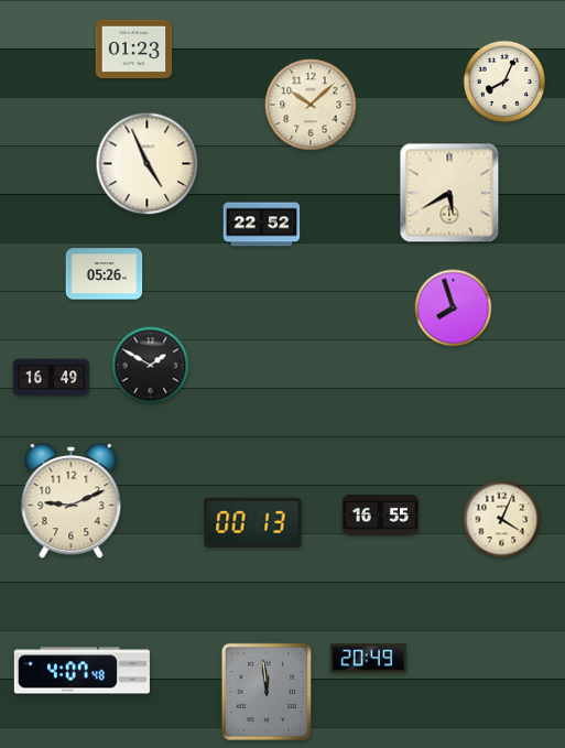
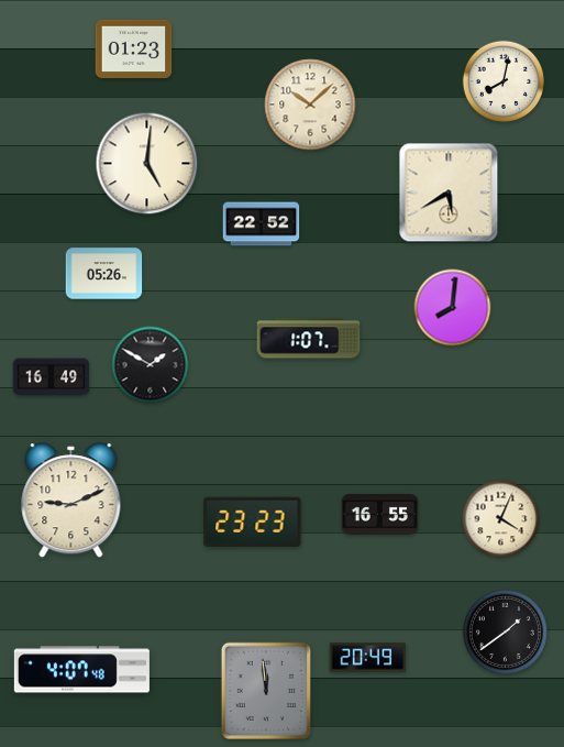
clock at (504, 82): 8:04 -> 8:02
clock at (148, 164): 4:56 -> 5:01
clock at (454, 308): 7:57 -> 8:01
clock at (309, 339): none -> 1:07
clock at (253, 522): 00:13 -> 23:23
clock at (505, 631): none -> 1:39
